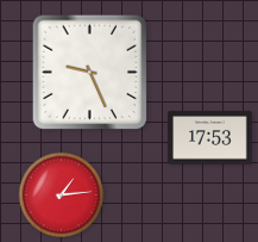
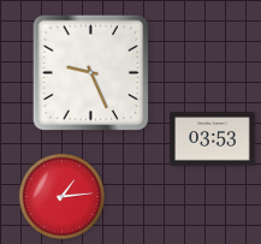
clock at (210, 138): 17:53 -> 03:53
